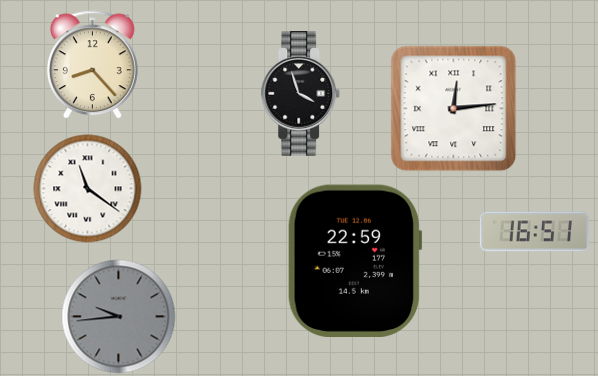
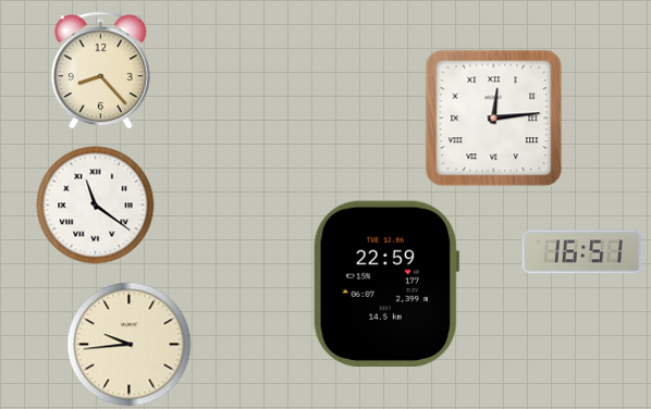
clock at (301, 94): 3:57 -> none
clock at (119, 317) dial: grey -> cream
